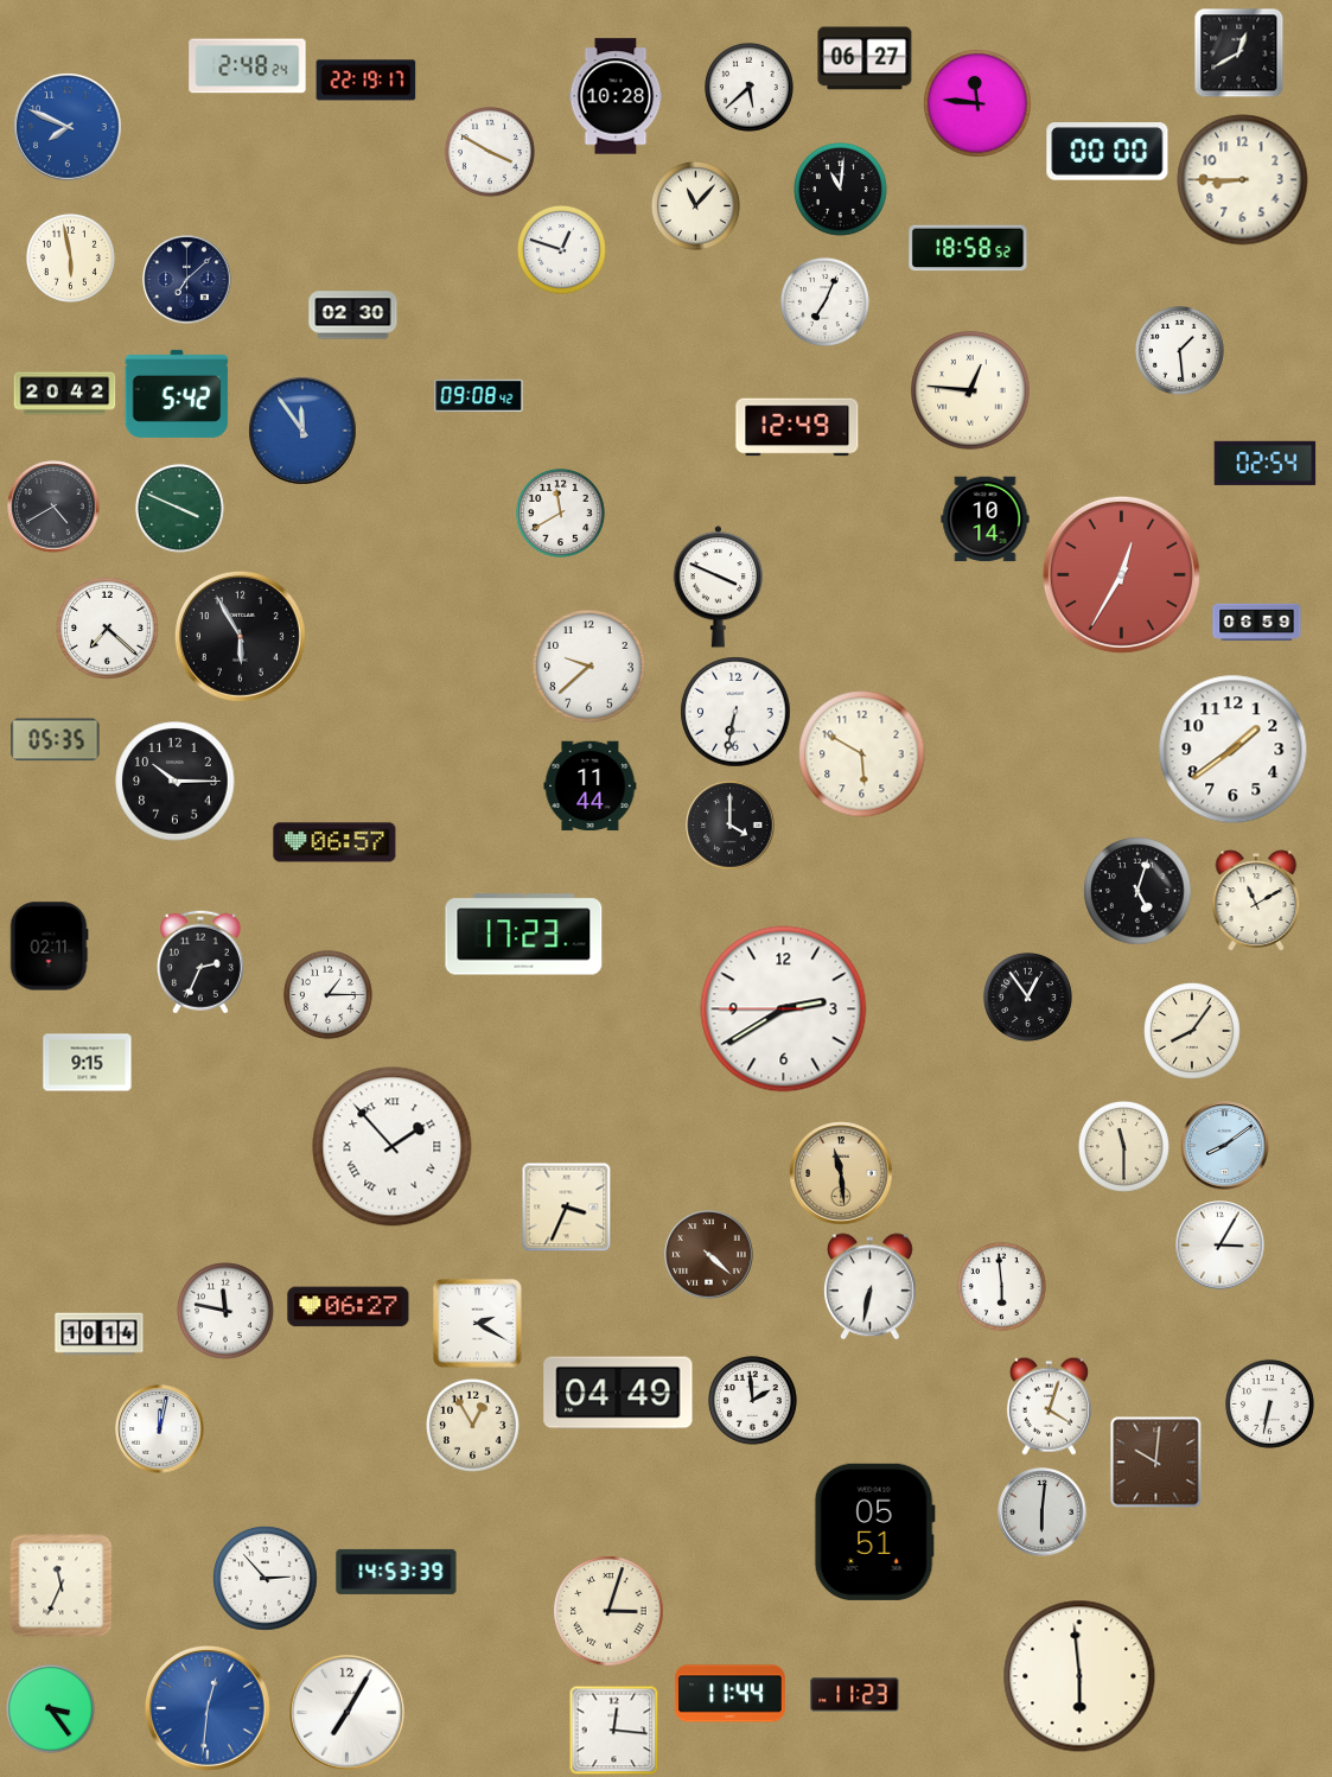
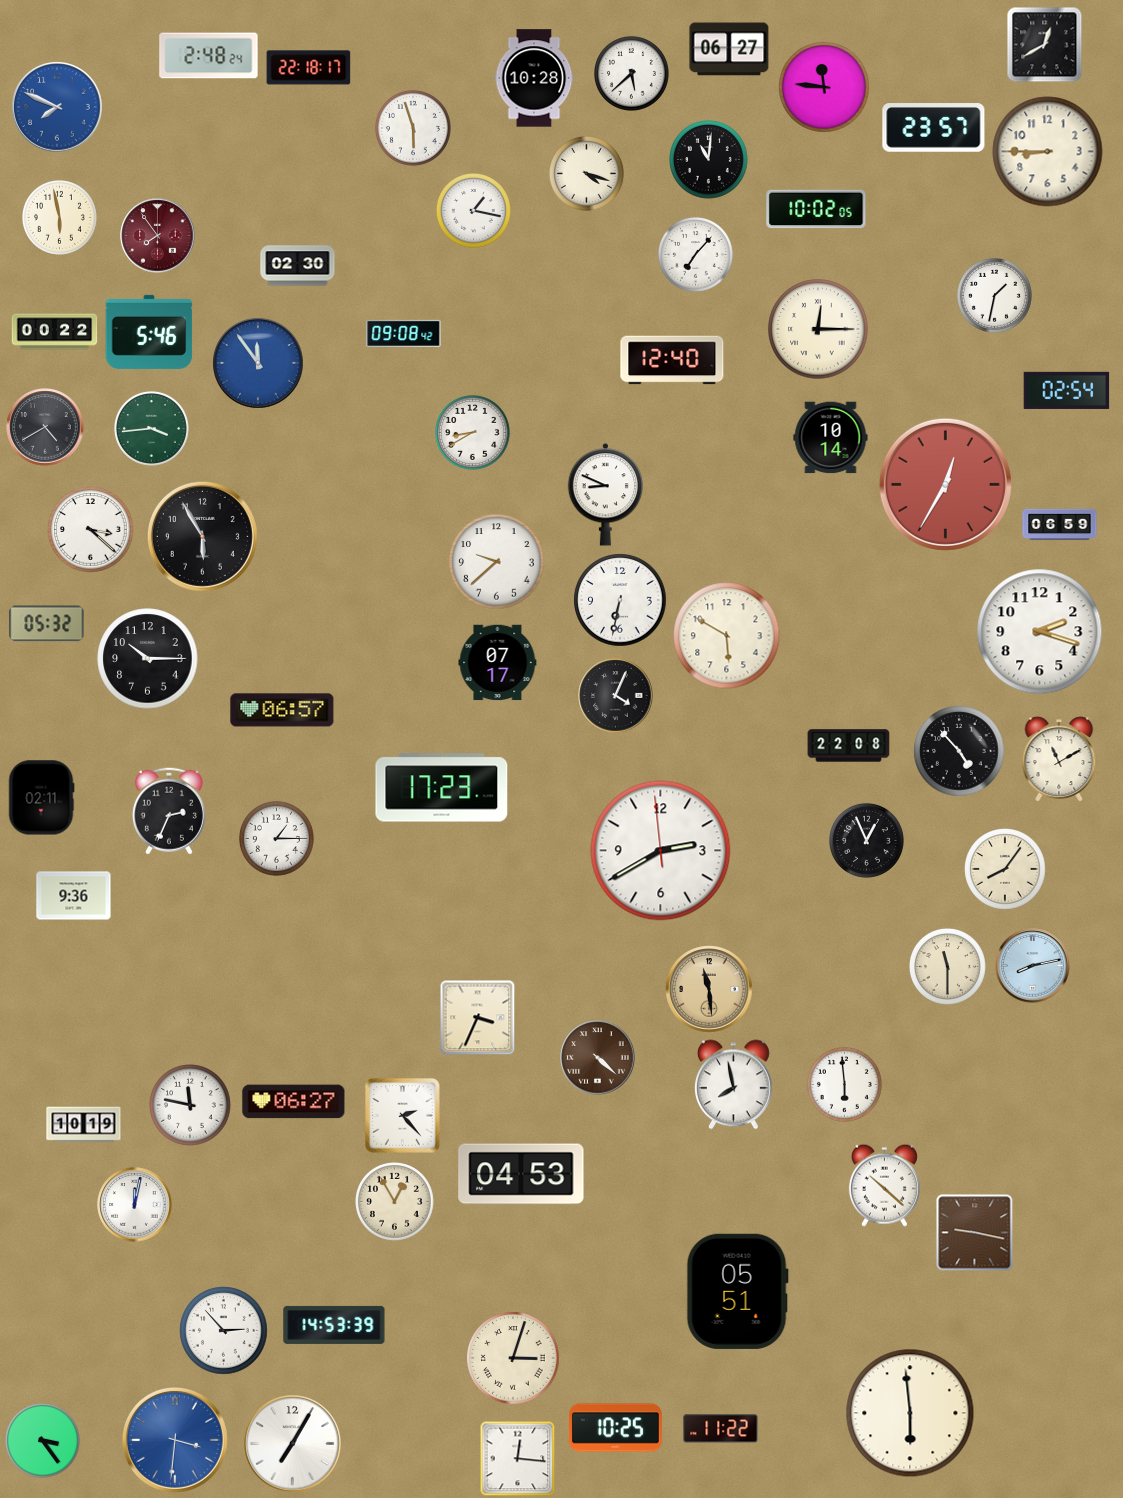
clock at (367, 81): 22:19 -> 22:18
clock at (616, 96) position: (616, 96) -> (534, 78)
clock at (490, 152): 3:50 -> 5:57
clock at (1108, 152): 00:00 -> 23:57
clock at (695, 205): 11:07 -> 4:18
clock at (968, 248): 18:58 -> 10:02
clock at (561, 249): 12:48 -> 1:17
clock at (187, 280): 7:08 -> 7:54
clock at (187, 280) dial: navy -> burgundy
clock at (824, 301): 7:04 -> 7:07
clock at (1179, 350): 1:29 -> 1:32
clock at (970, 390): 12:46 -> 12:15
clock at (65, 394): 20:42 -> 00:22
clock at (177, 394): 5:42 -> 5:46
clock at (797, 427): 12:49 -> 12:40
clock at (302, 431) position: (302, 431) -> (258, 363)
clock at (179, 508): 3:49 -> 3:44
clock at (560, 512): 11:40 -> 8:40
clock at (719, 587): 3:49 -> 8:49
clock at (108, 629): 7:22 -> 3:22
clock at (56, 740): 05:35 -> 05:32
clock at (1234, 750): 1:39 -> 2:18
clock at (591, 786): 11:44 -> 07:17
clock at (731, 826): 4:00 -> 4:04
clock at (849, 746): none -> 22:08
clock at (1137, 891): 5:03 -> 4:53
clock at (1027, 996): 12:54 -> 12:56
clock at (784, 1009): 2:39:45 -> 2:39:59
clock at (88, 1063): 9:15 -> 9:36
clock at (1225, 1146): 8:09 -> 8:13
clock at (393, 1147): 1:53 -> none
clock at (1221, 1246): 3:05 -> none
clock at (869, 1287): 6:32 -> 7:58
clock at (478, 1324): 2:20 -> 2:23
clock at (100, 1335): 10:14 -> 10:19
clock at (618, 1393): 04:49 -> 04:53
clock at (752, 1400): 1:59 -> none
clock at (1269, 1403): 6:32 -> none
clock at (1049, 1406): 4:03 -> 10:22
clock at (473, 1426) position: (473, 1426) -> (395, 1202)
clock at (1156, 1463): 10:01 -> 9:17
clock at (1043, 1512): 6:01 -> none
clock at (62, 1586): 11:34 -> none
clock at (729, 1694): 11:44 -> 10:25
clock at (855, 1695): 11:23 -> 11:22
clock at (208, 1708): 12:31 -> 3:31
